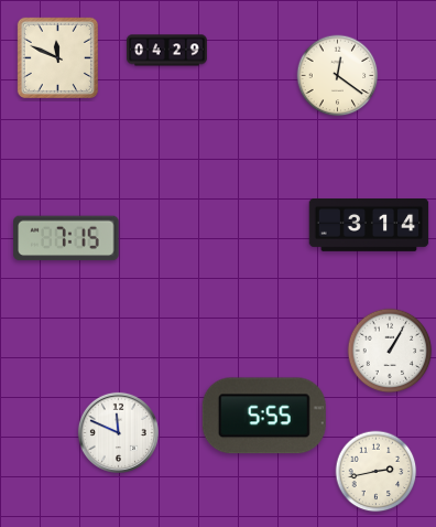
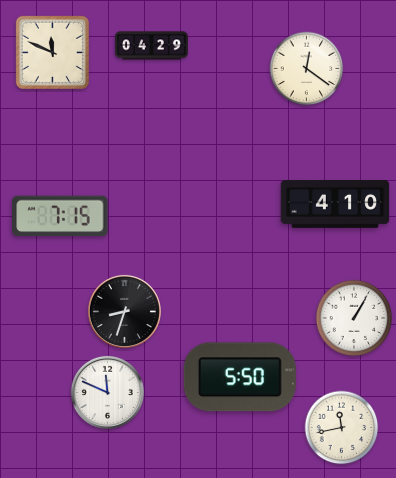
clock at (369, 226): 3:14 -> 4:10
clock at (124, 311): none -> 8:33
clock at (264, 416): 5:55 -> 5:50
clock at (377, 472): 2:43 -> 11:43
